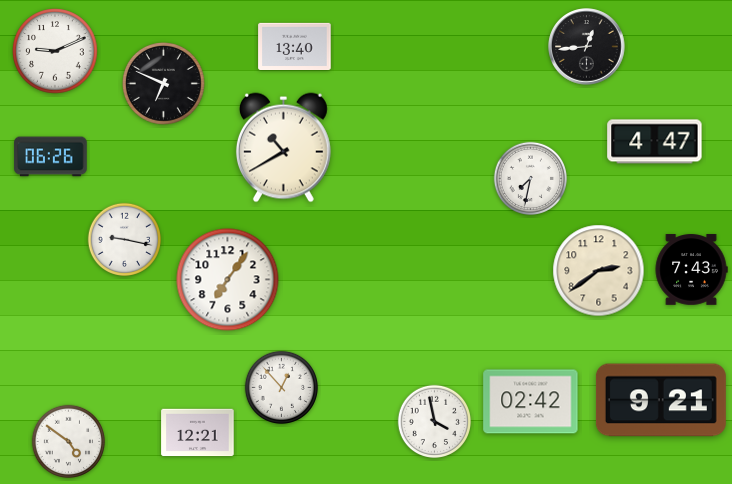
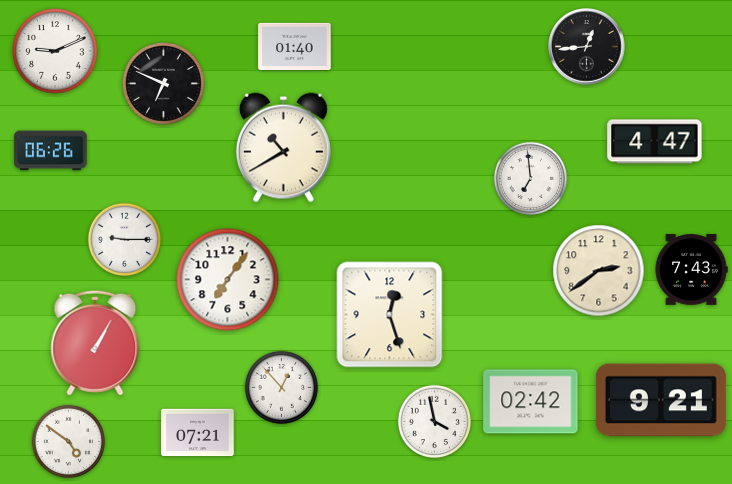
clock at (295, 46): 13:40 -> 01:40
clock at (51, 157) position: (51, 157) -> (51, 151)
clock at (531, 179): 7:32 -> 6:59
clock at (125, 240): 9:17 -> 9:15
clock at (390, 315): none -> 12:27
clock at (95, 343): none -> 1:05
clock at (198, 433): 12:21 -> 07:21
